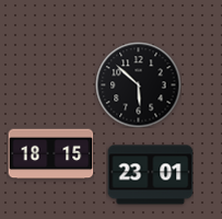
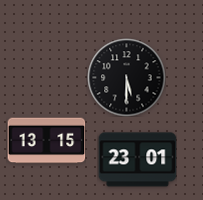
clock at (138, 84): 5:52 -> 5:30
clock at (50, 154): 18:15 -> 13:15
